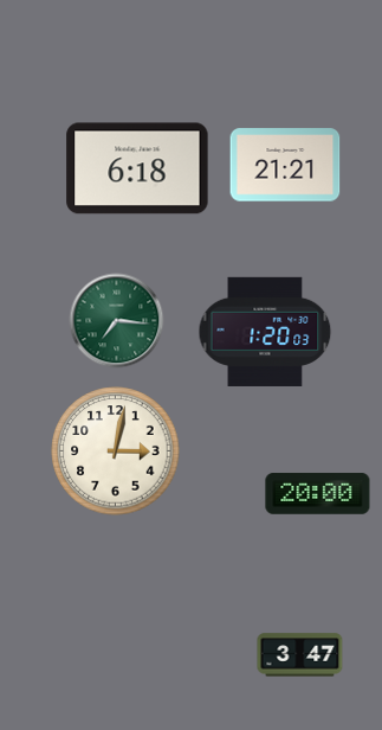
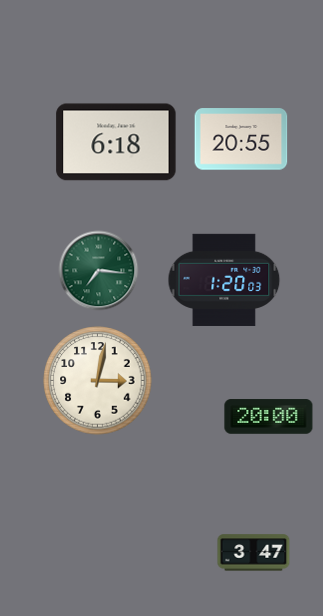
clock at (285, 165): 21:21 -> 20:55
